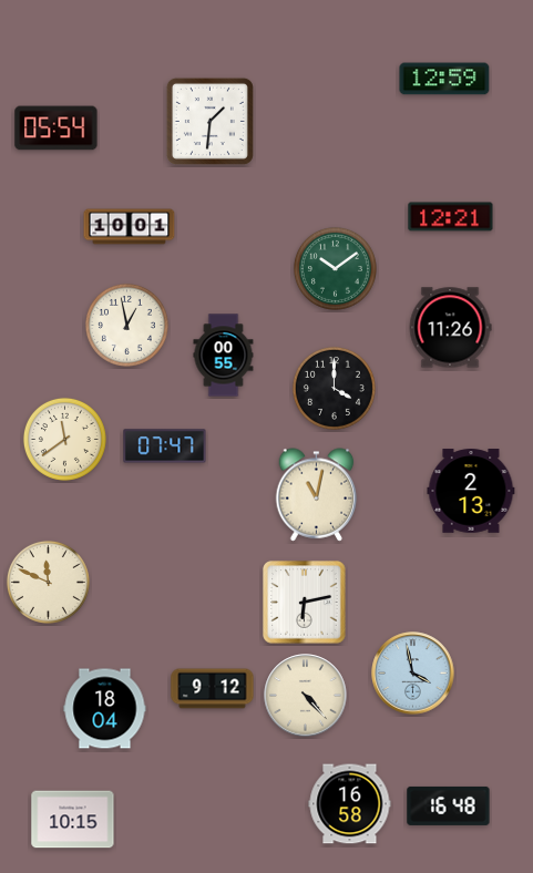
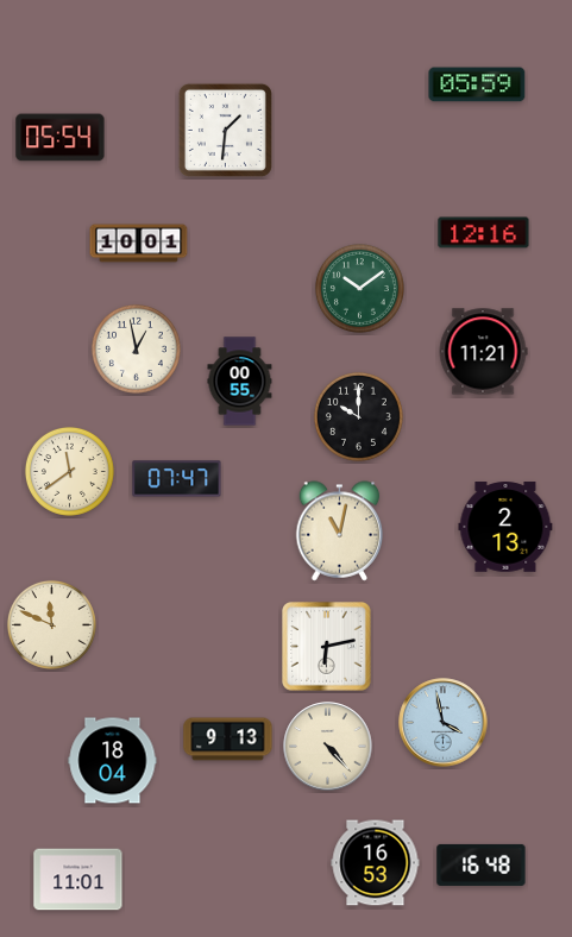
clock at (444, 79): 12:59 -> 05:59
clock at (451, 217): 12:21 -> 12:16
clock at (450, 328): 11:26 -> 11:21
clock at (334, 388): 4:00 -> 10:00
clock at (213, 689): 9:12 -> 9:13
clock at (350, 804): 16:58 -> 16:53
clock at (73, 820): 10:15 -> 11:01
